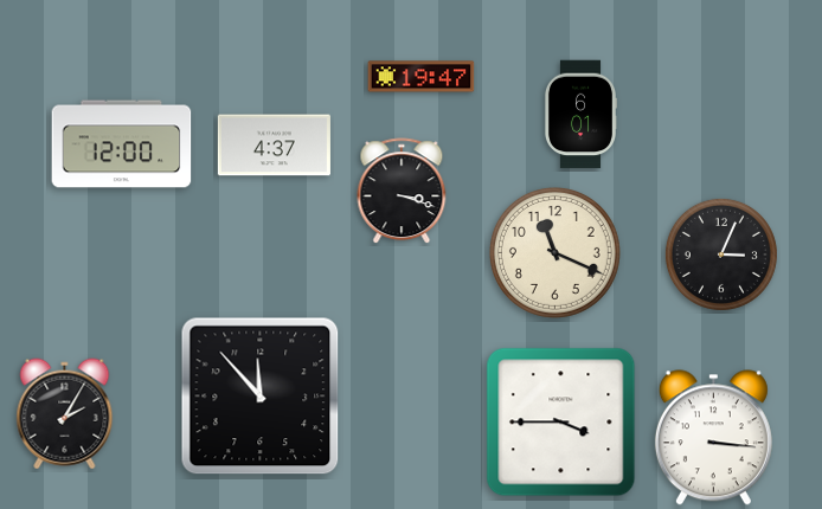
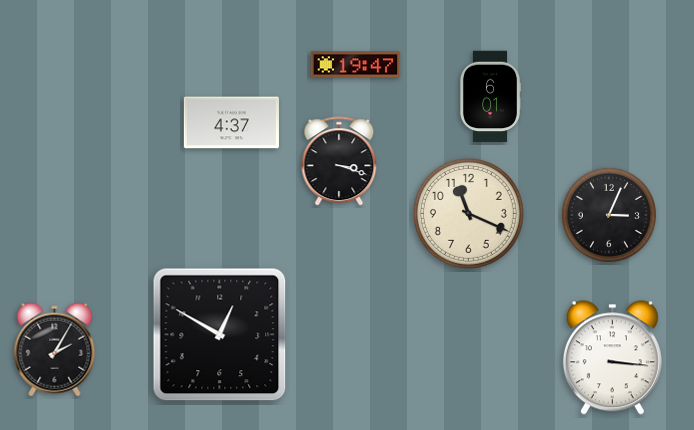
clock at (122, 144): 12:00 -> none
clock at (261, 397): 11:53 -> 12:50
clock at (561, 423): 3:45 -> none
clock at (713, 438) position: (713, 438) -> (612, 358)
